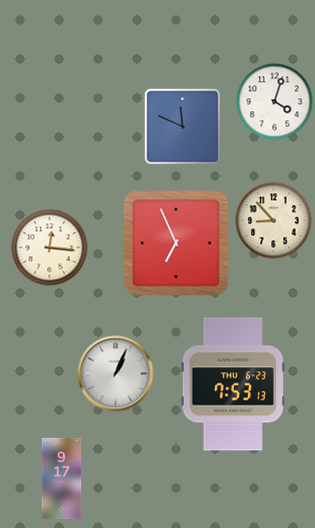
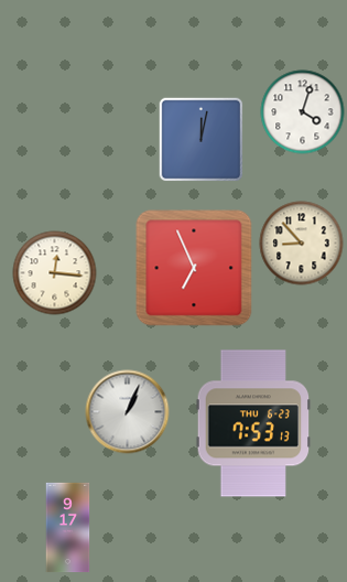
clock at (182, 126): 11:49 -> 12:02
clock at (233, 384) position: (233, 384) -> (253, 423)
